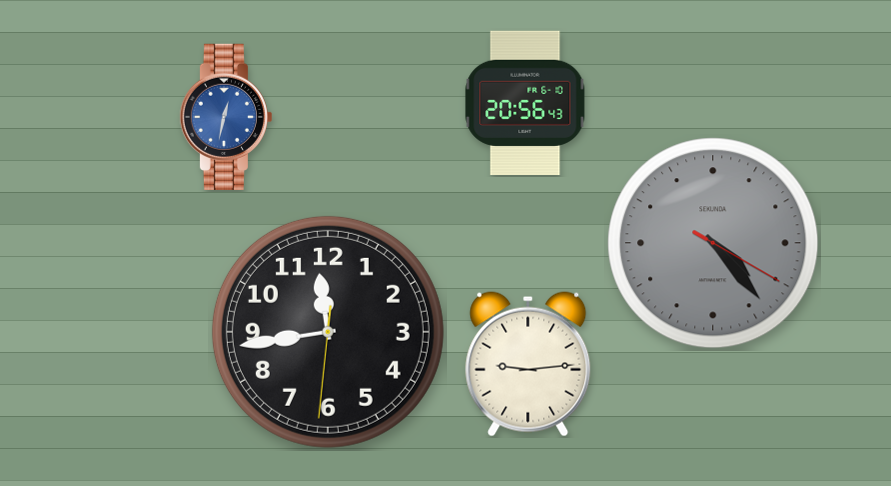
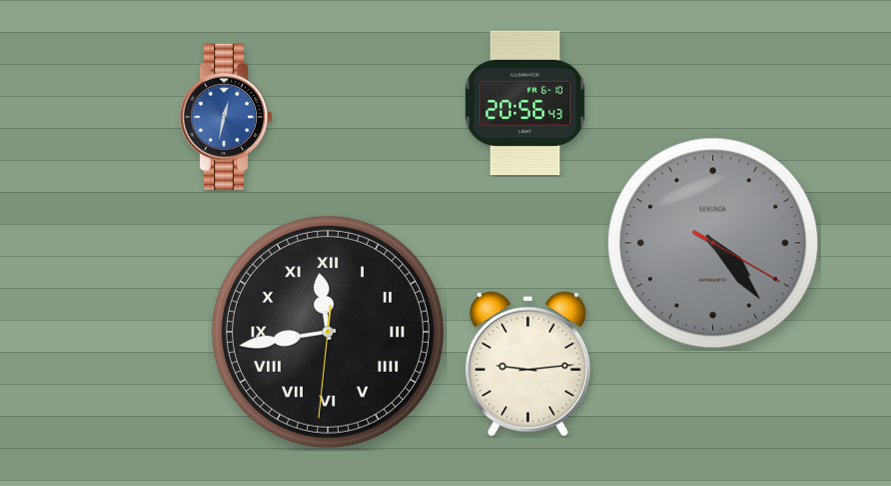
clock at (328, 332) numerals: Arabic -> Roman
